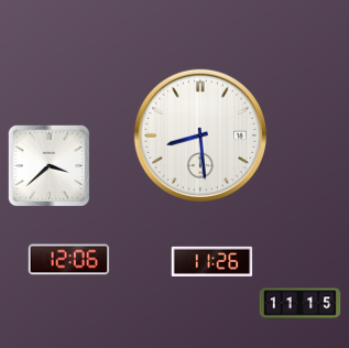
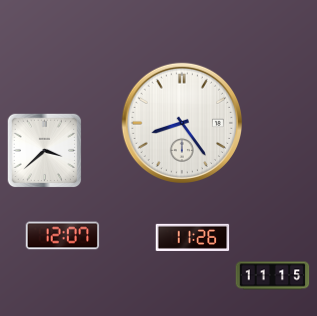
clock at (199, 134): 8:29 -> 8:24
clock at (69, 260): 12:06 -> 12:07
